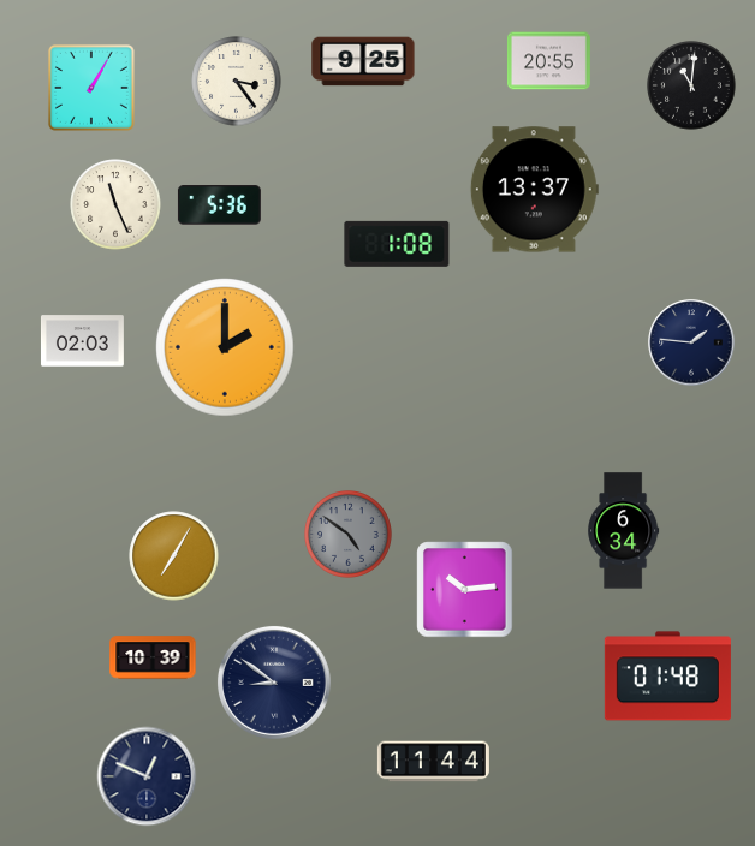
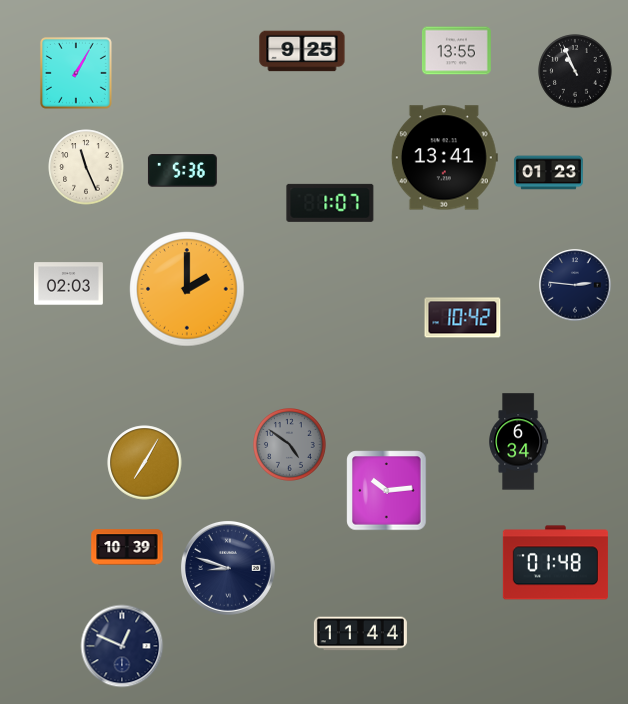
clock at (548, 61): 20:55 -> 13:55
clock at (237, 82): 3:24 -> none
clock at (691, 85): 11:01 -> 10:56
clock at (534, 190): 13:37 -> 13:41
clock at (115, 204) position: (115, 204) -> (86, 167)
clock at (548, 173): none -> 01:23
clock at (397, 244): 1:08 -> 1:07
clock at (691, 342): 1:46 -> 2:46
clock at (463, 318): none -> 10:42
clock at (274, 683): 8:51 -> 8:48
